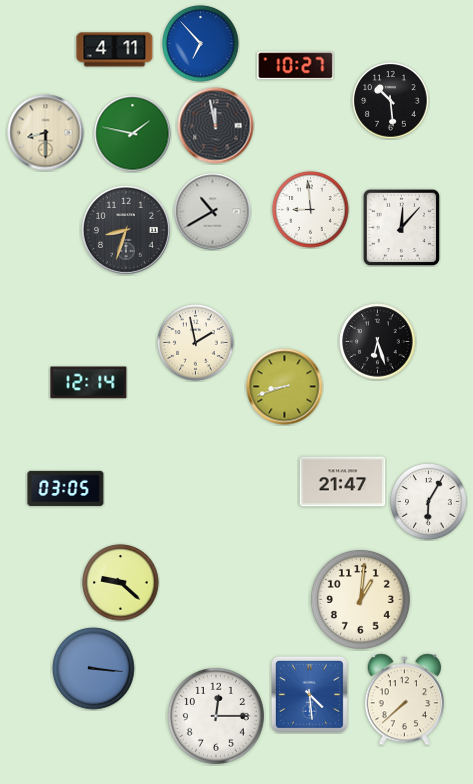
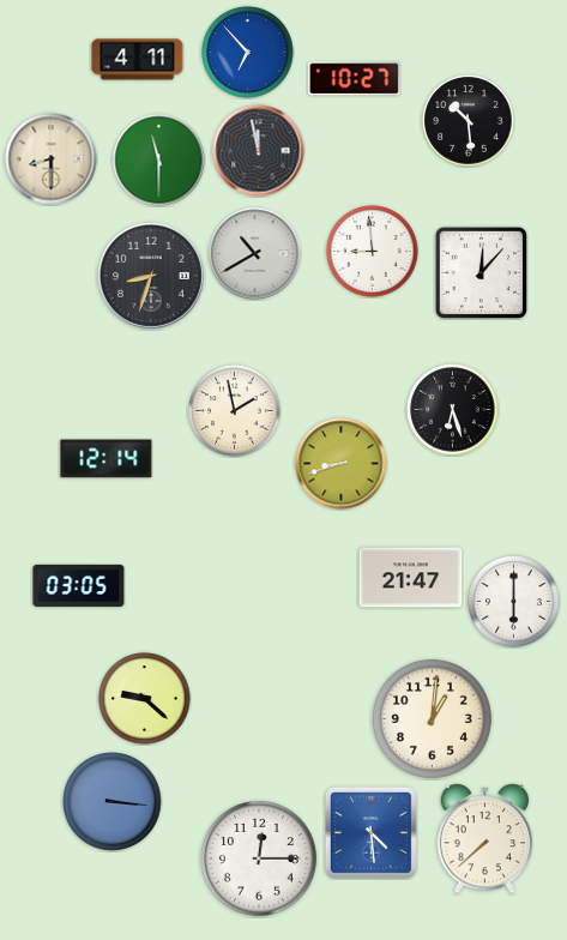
clock at (201, 44) position: (201, 44) -> (248, 53)
clock at (46, 133) position: (46, 133) -> (52, 159)
clock at (133, 134): 1:47 -> 11:30
clock at (429, 502): 6:05 -> 6:00
